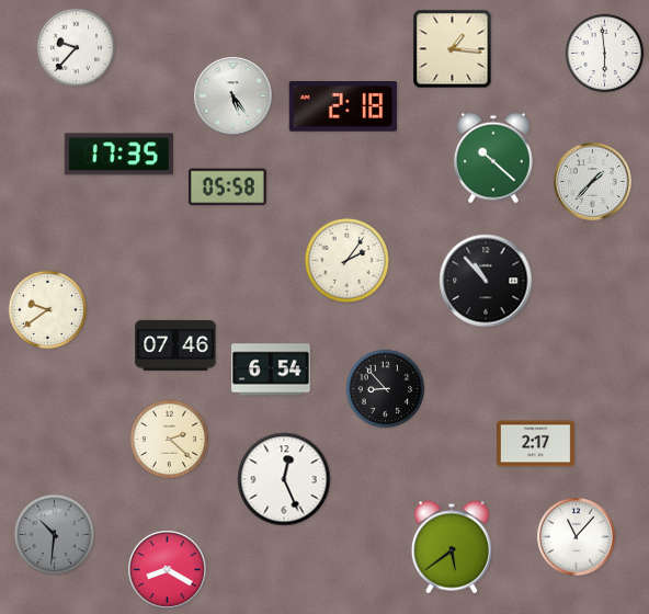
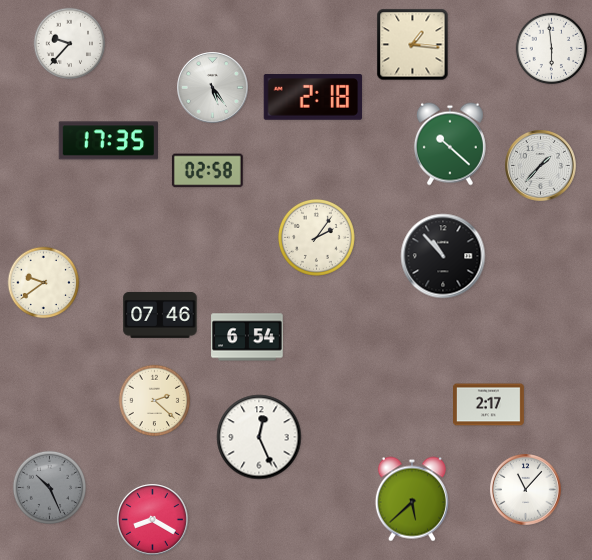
clock at (227, 187): 05:58 -> 02:58
clock at (386, 389): 8:53 -> none
clock at (54, 534): 10:31 -> 10:26
clock at (452, 547): 5:39 -> 5:38
